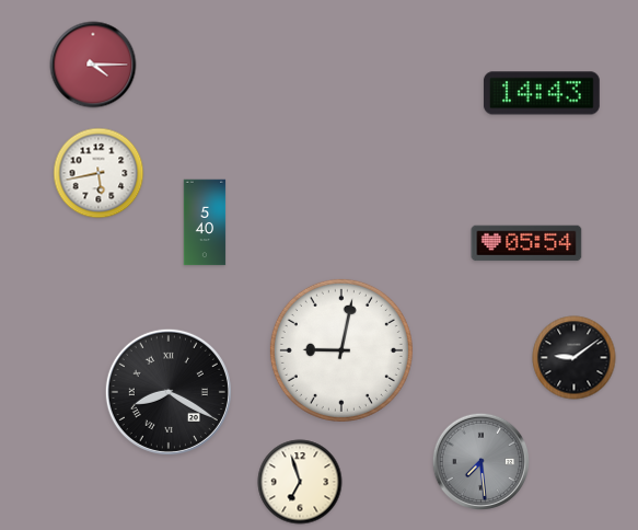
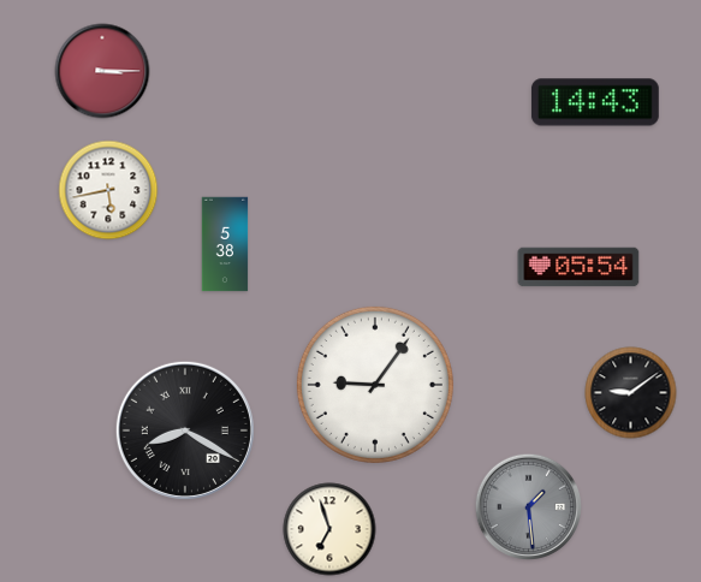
clock at (93, 65): 4:15 -> 3:15
clock at (205, 222): 5:40 -> 5:38
clock at (341, 350): 9:02 -> 9:06
clock at (480, 461): 7:29 -> 1:29
